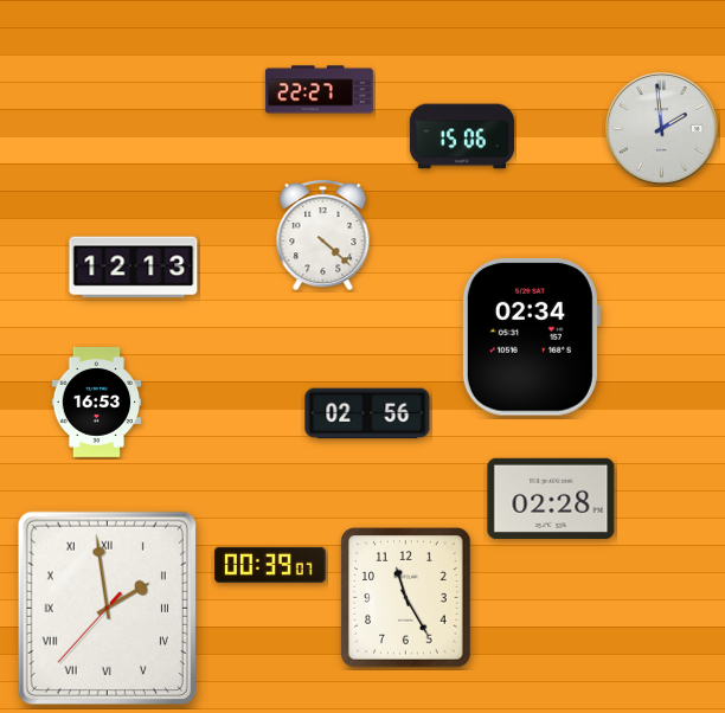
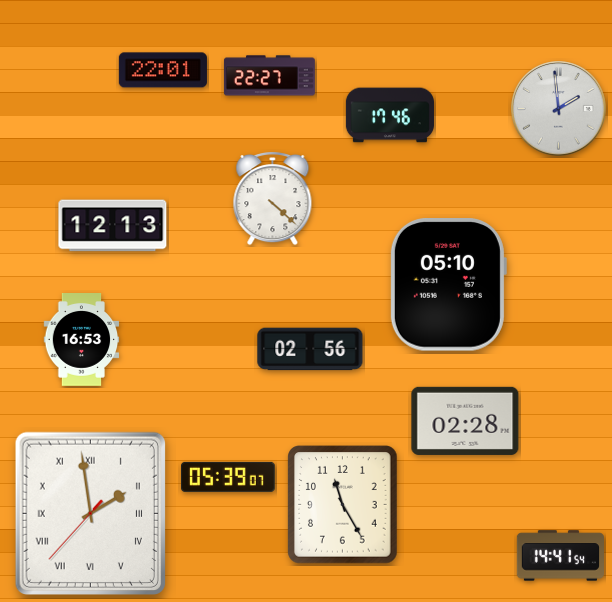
clock at (163, 70): none -> 22:01
clock at (462, 136): 15:06 -> 17:46
clock at (531, 338): 02:34 -> 05:10
clock at (271, 565): 00:39 -> 05:39
clock at (560, 556): none -> 14:41
